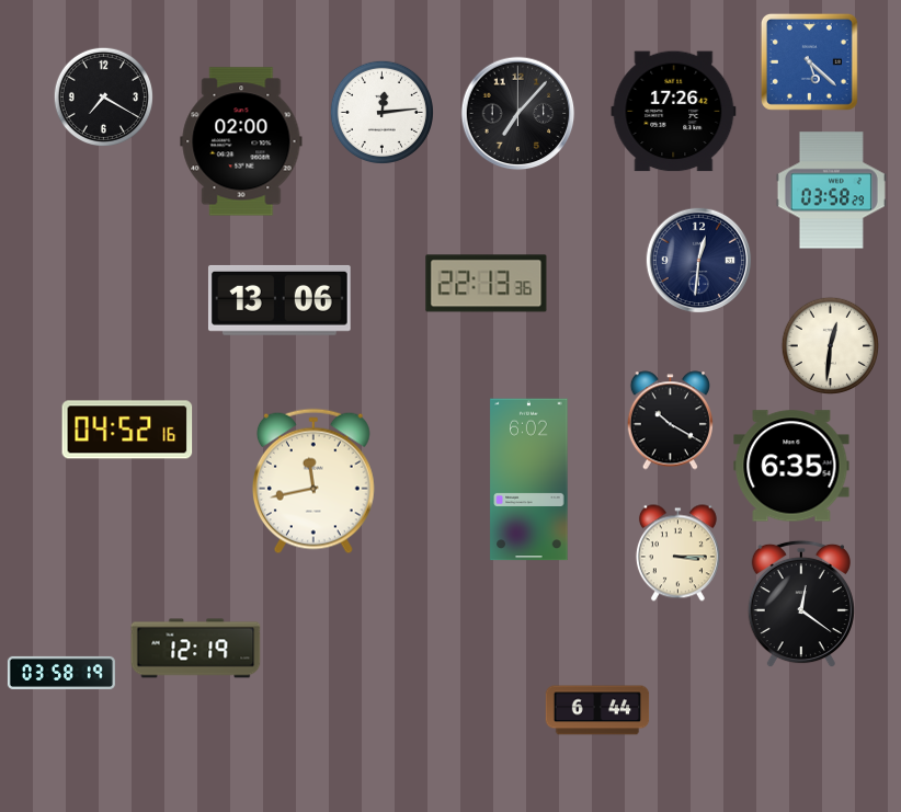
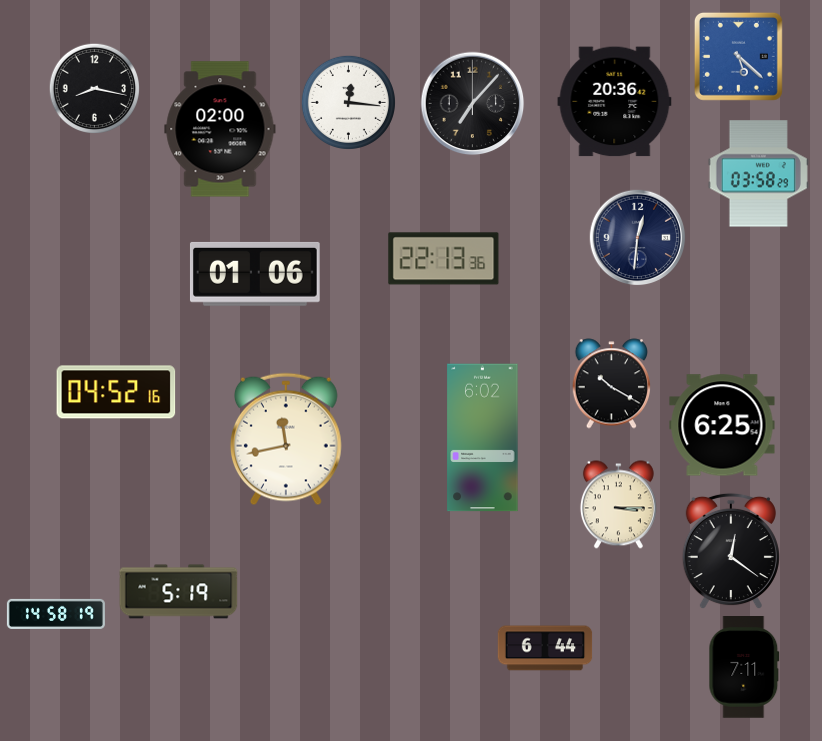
clock at (103, 96): 7:20 -> 8:17
clock at (381, 112): 12:14 -> 12:16
clock at (674, 112): 17:26 -> 20:36
clock at (280, 300): 13:06 -> 01:06
clock at (830, 345): 12:31 -> none
clock at (791, 466): 6:35 -> 6:25
clock at (196, 649): 12:19 -> 5:19
clock at (61, 673): 03:58 -> 14:58
clock at (744, 668): none -> 7:11
